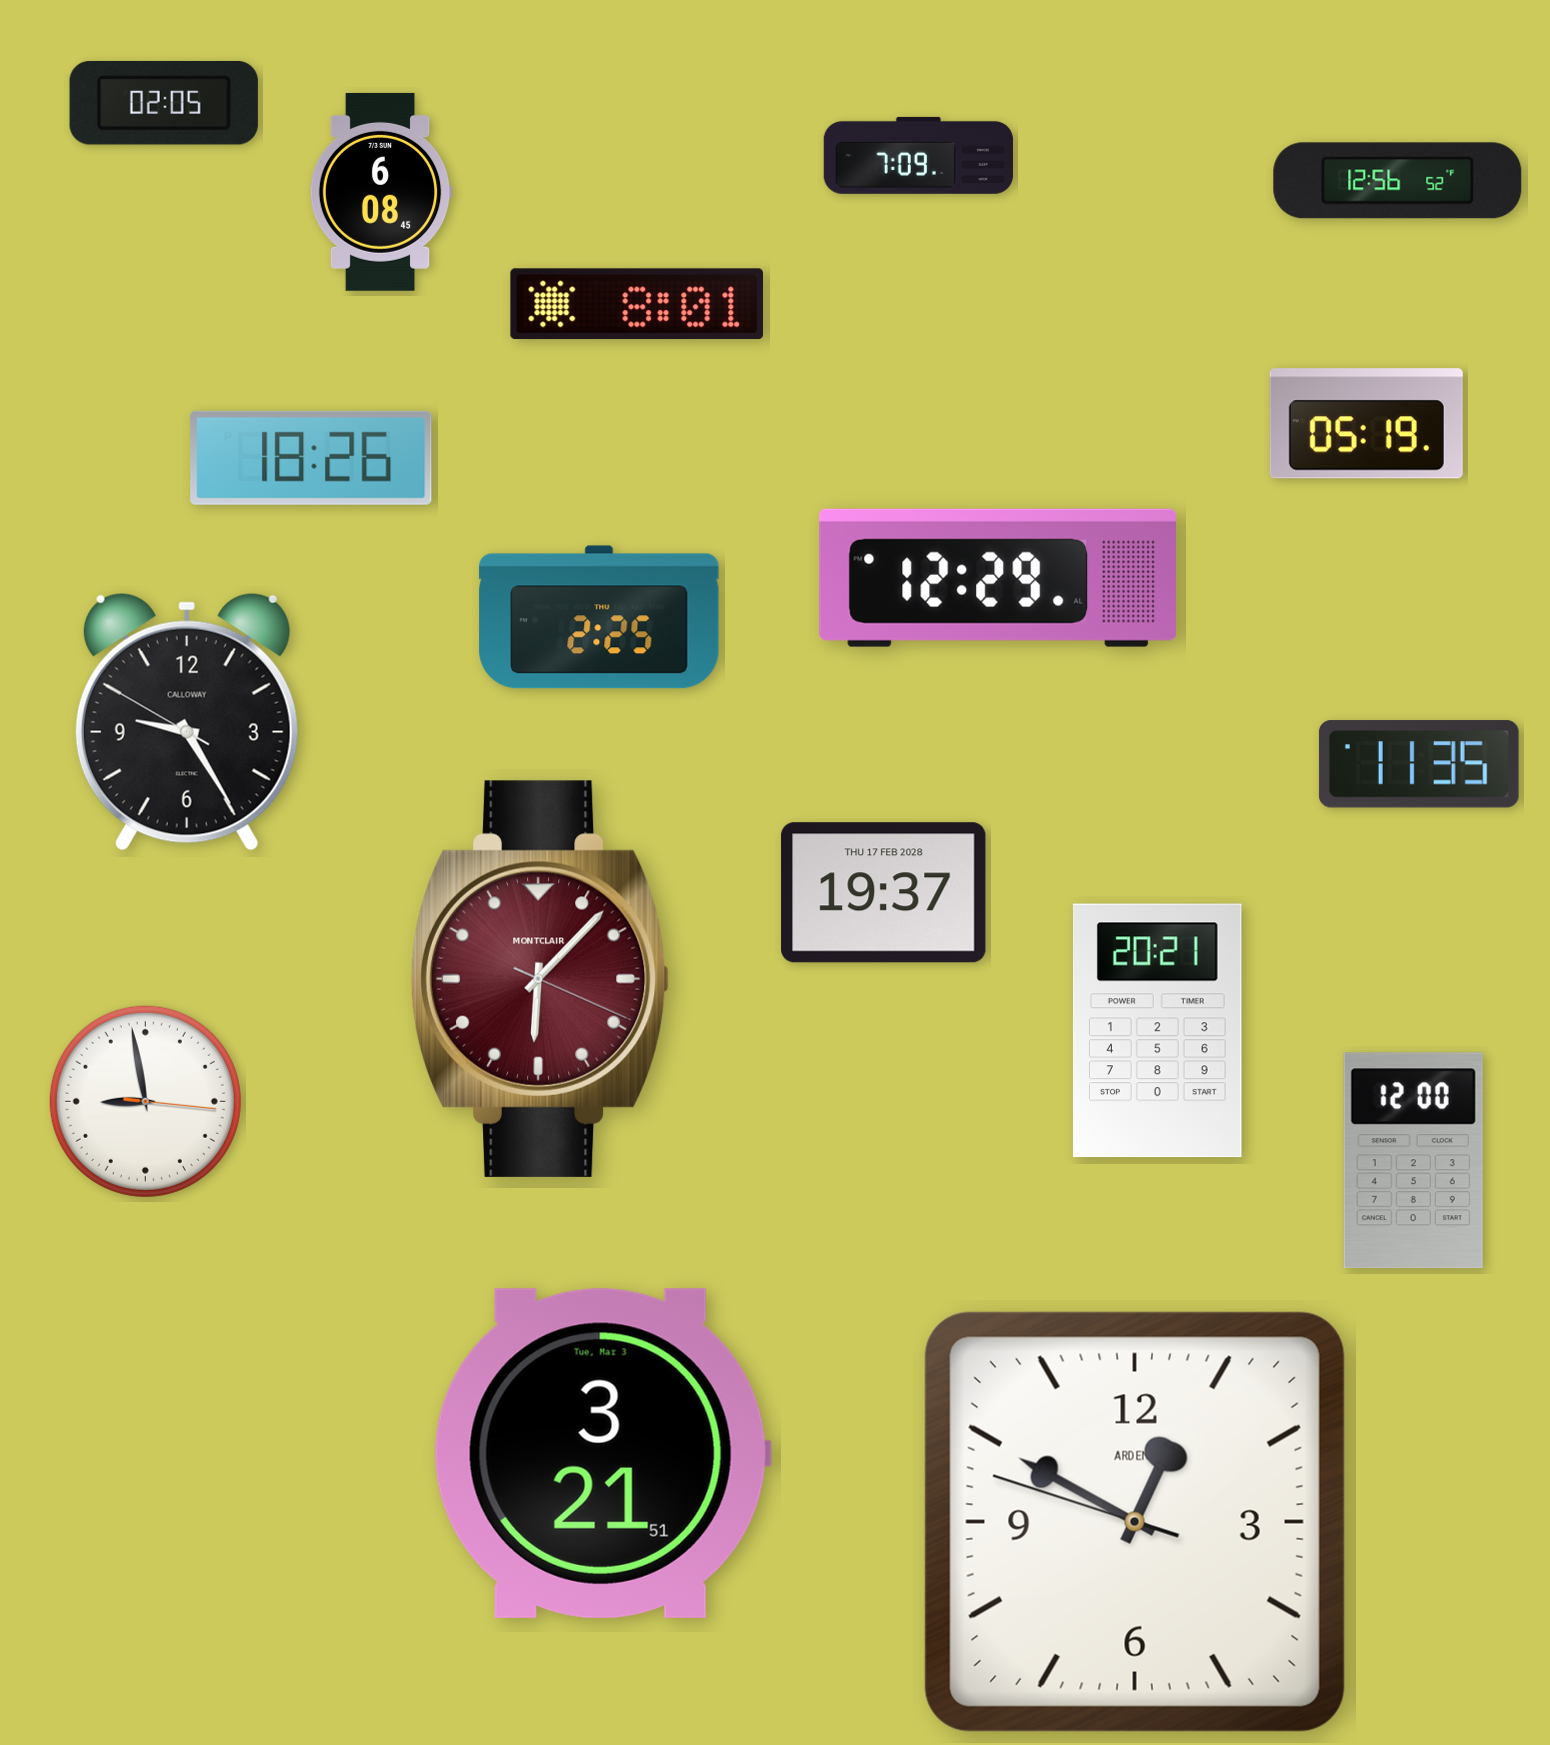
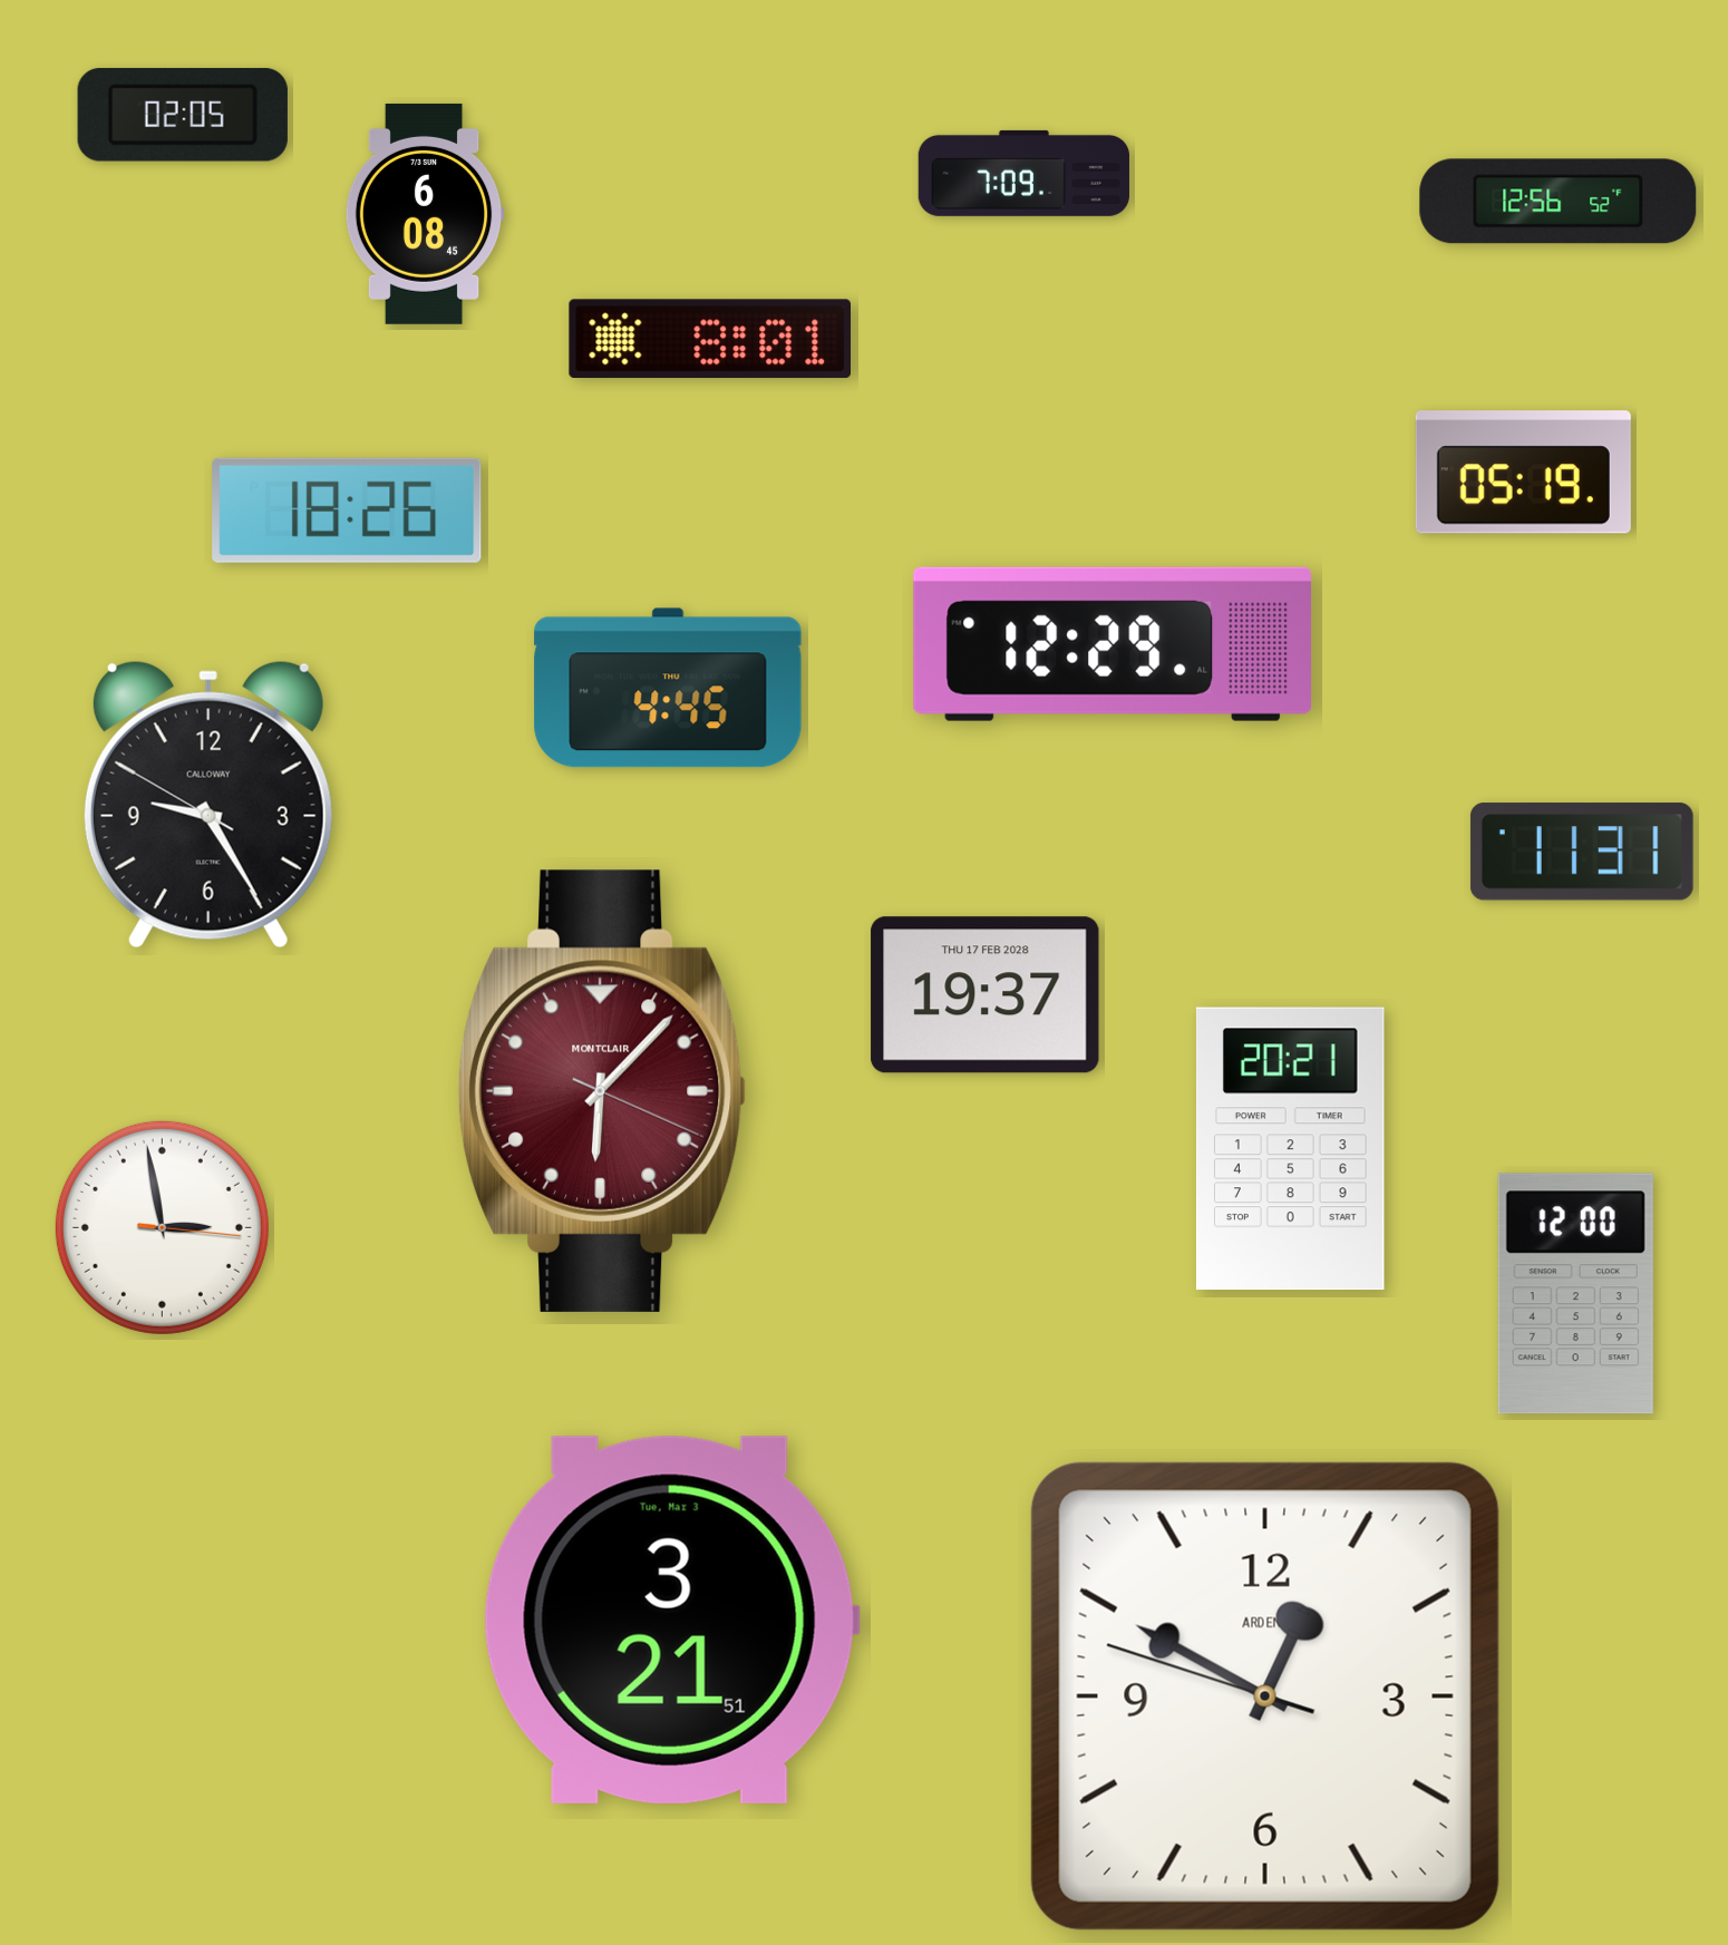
clock at (599, 617): 2:25 -> 4:45
clock at (1419, 764): 11:35 -> 11:31
clock at (145, 1101): 8:58 -> 2:58
